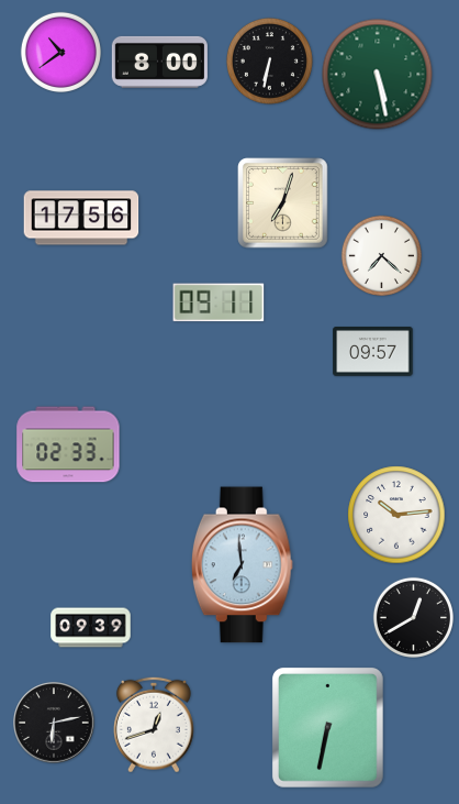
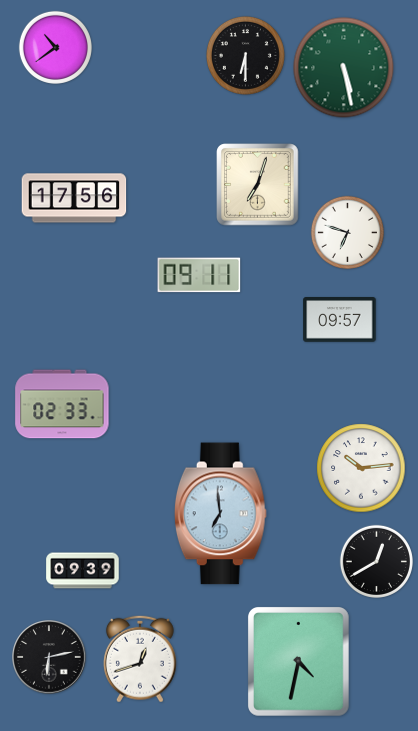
clock at (269, 60): 6:32 -> 6:30
clock at (159, 62): 8:00 -> none
clock at (381, 255): 7:22 -> 6:48
clock at (328, 728): 6:32 -> 4:32
